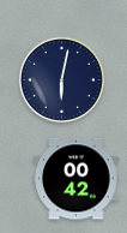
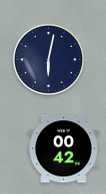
clock at (61, 79) position: (61, 79) -> (48, 59)
